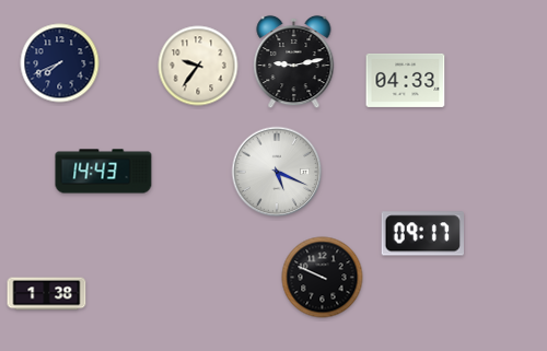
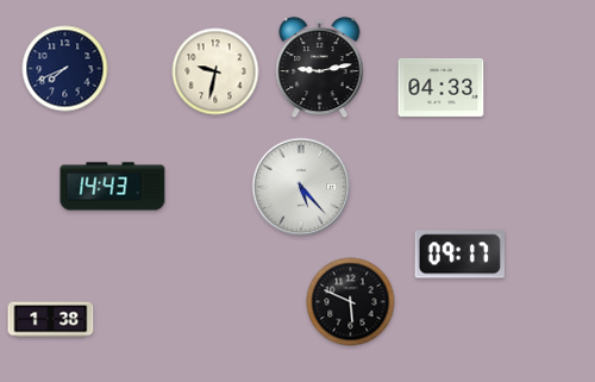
clock at (198, 66): 9:36 -> 9:32
clock at (277, 172): 5:19 -> 5:23
clock at (323, 278): 9:49 -> 5:49
